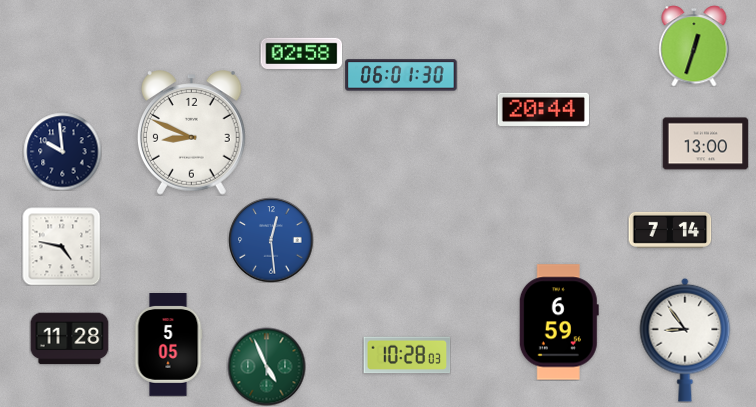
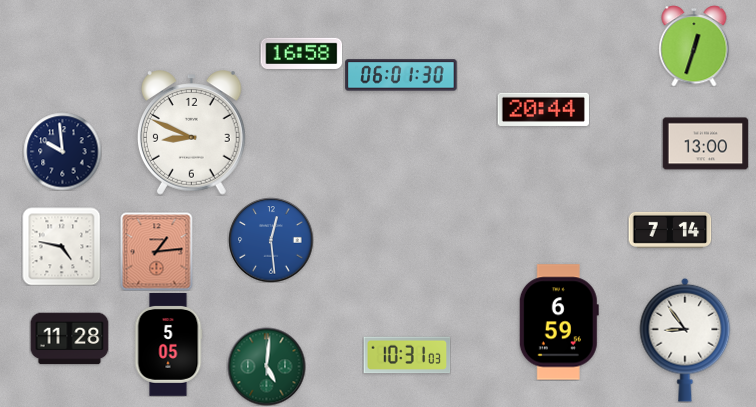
clock at (301, 53): 02:58 -> 16:58
clock at (157, 251): none -> 1:14
clock at (407, 355): 10:28 -> 10:31
clock at (266, 366): 4:56 -> 5:01
